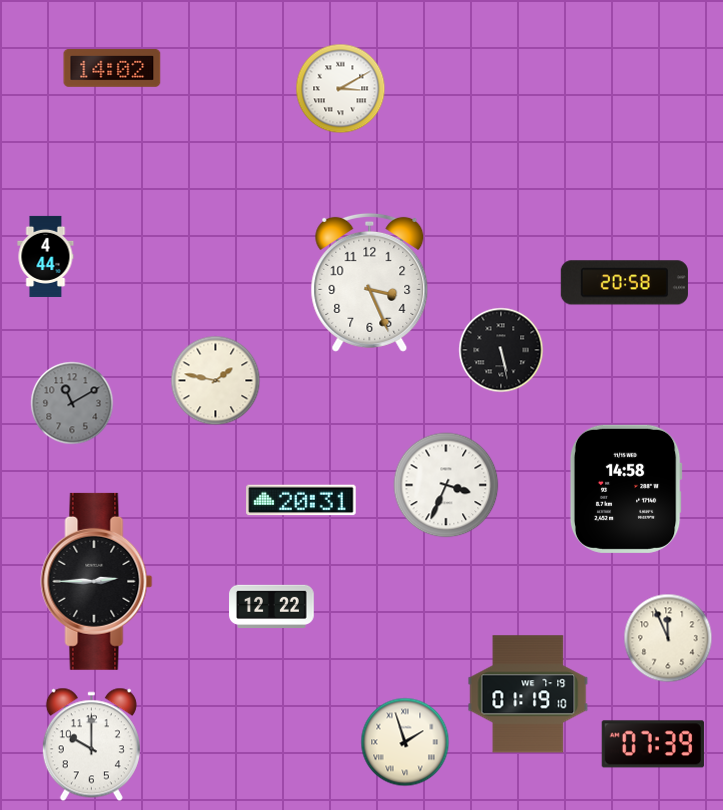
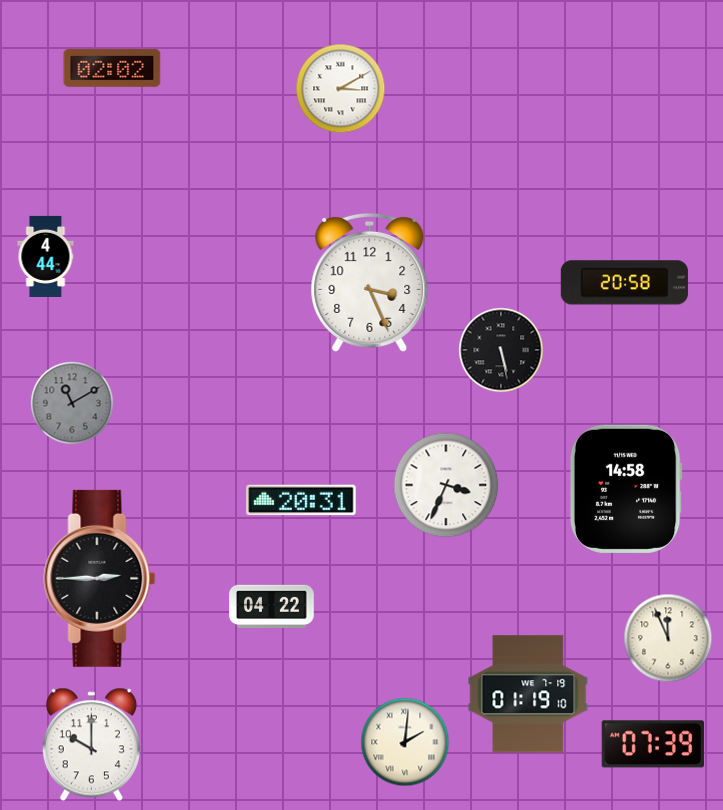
clock at (112, 68): 14:02 -> 02:02
clock at (216, 381): 1:47 -> none
clock at (97, 581) position: (97, 581) -> (100, 578)
clock at (272, 606): 12:22 -> 04:22
clock at (405, 742): 1:57 -> 2:01
